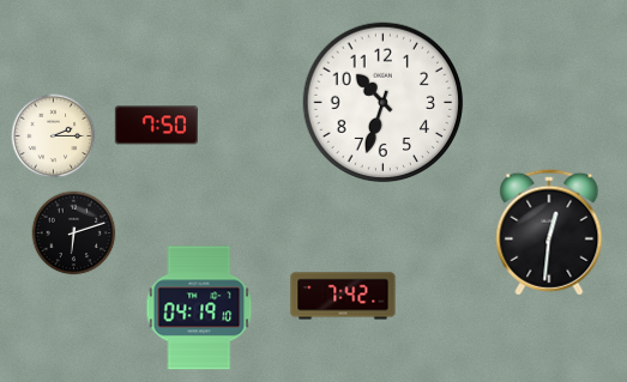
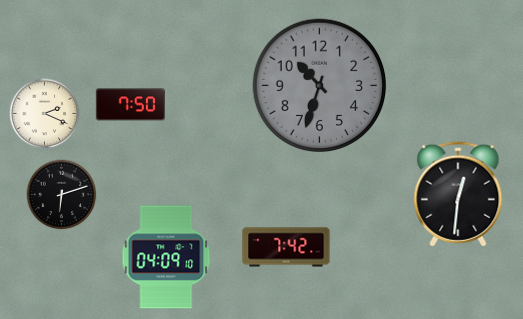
clock at (384, 103) dial: white -> grey
clock at (54, 137): 2:15 -> 2:19
clock at (199, 308): 04:19 -> 04:09
